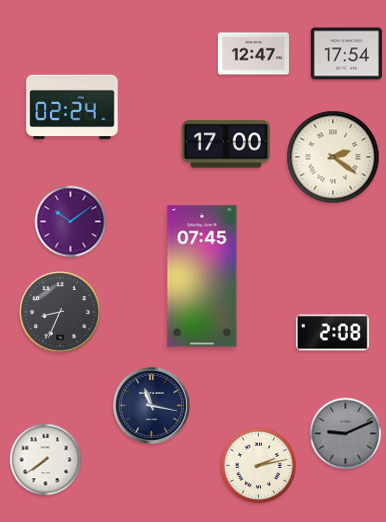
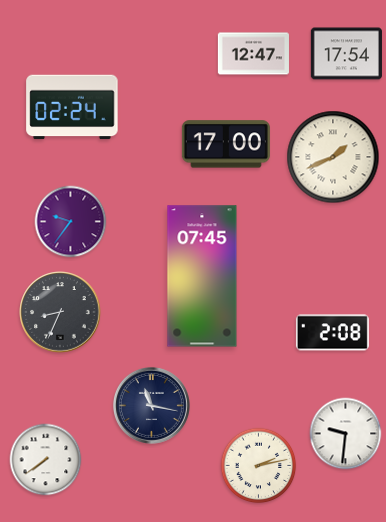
clock at (333, 157): 2:21 -> 1:41
clock at (71, 222): 10:09 -> 9:36
clock at (346, 434): 9:11 -> 9:31
clock at (346, 434) dial: grey -> white
